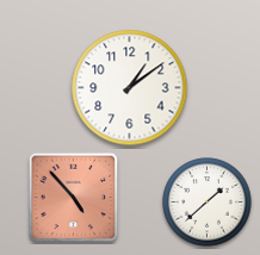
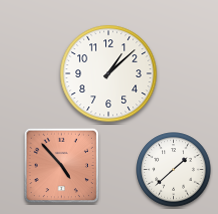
clock at (130, 88): 1:09 -> 1:08
